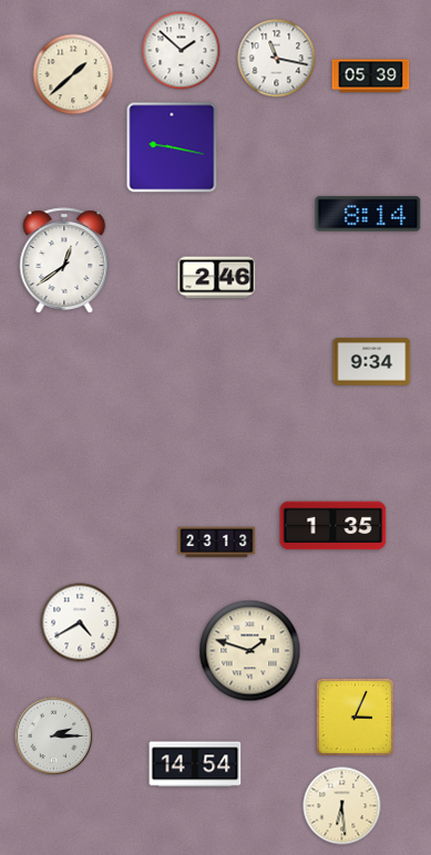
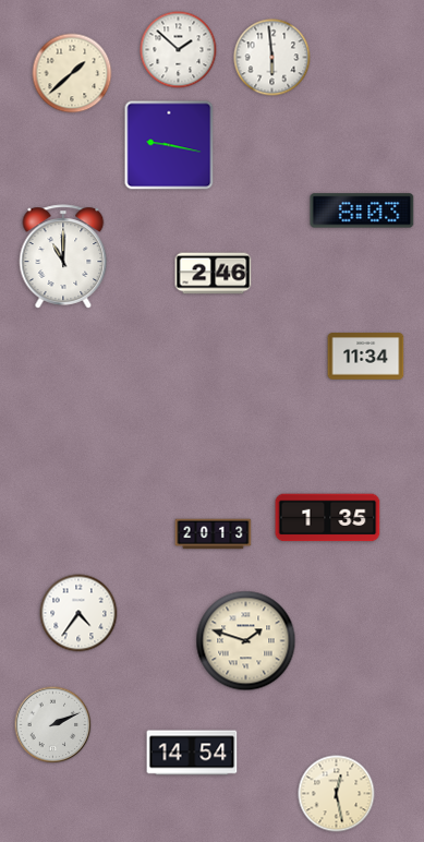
clock at (277, 59): 11:17 -> 5:59
clock at (371, 76): 05:39 -> none
clock at (368, 214): 8:14 -> 8:03
clock at (64, 260): 12:39 -> 11:00
clock at (372, 362): 9:34 -> 11:34
clock at (217, 543): 23:13 -> 20:13
clock at (80, 622): 4:40 -> 4:36
clock at (355, 717): 3:04 -> none
clock at (54, 736): 2:15 -> 2:11
clock at (342, 806): 6:29 -> 12:28
